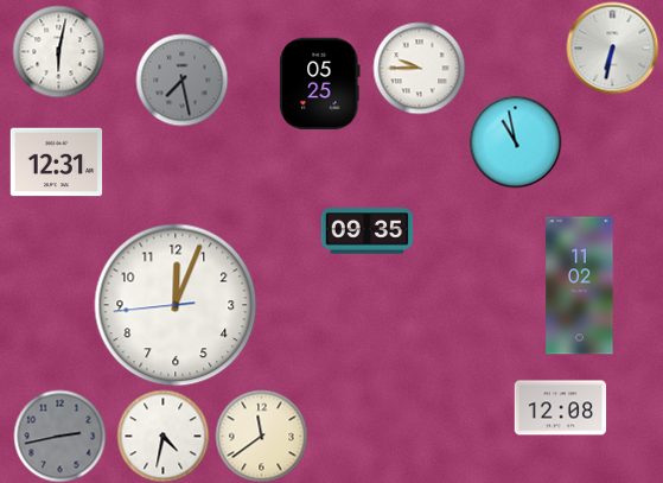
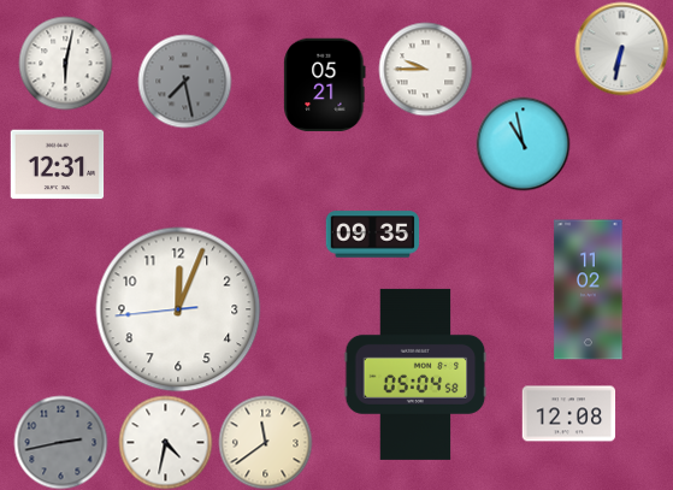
clock at (58, 51) position: (58, 51) -> (65, 63)
clock at (320, 83): 05:25 -> 05:21
clock at (415, 374): none -> 05:04
